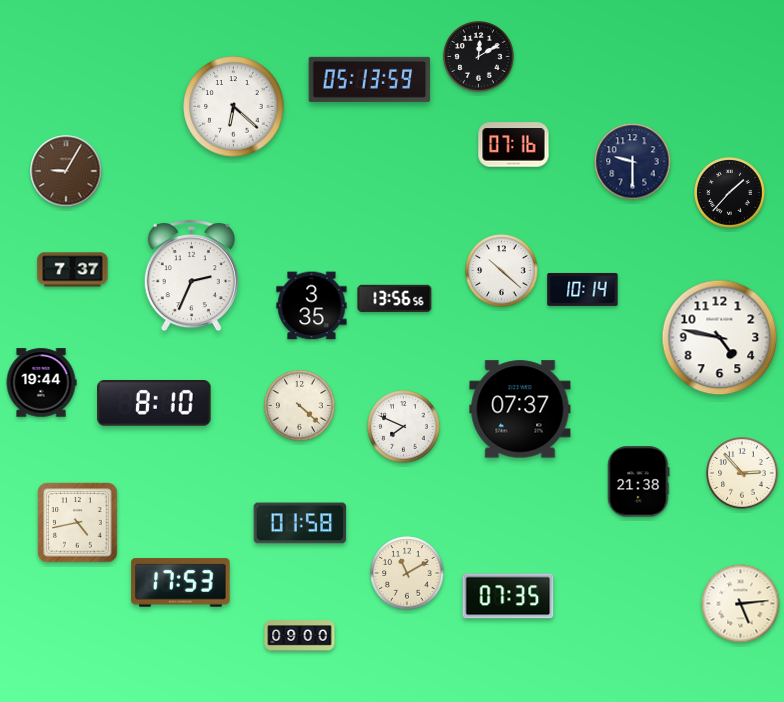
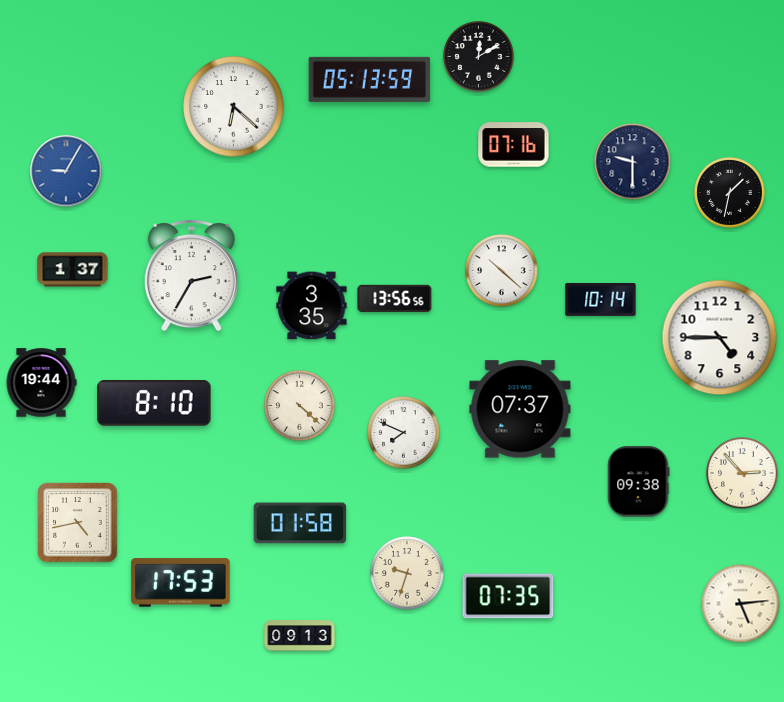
clock at (66, 171) dial: brown -> blue
clock at (730, 193): 1:37 -> 1:32
clock at (73, 270): 7:37 -> 1:37
clock at (191, 276): 2:34 -> 2:35
clock at (583, 289) position: (583, 289) -> (601, 299)
clock at (720, 338): 4:47 -> 4:45
clock at (404, 427) position: (404, 427) -> (404, 433)
clock at (639, 482): 21:38 -> 09:38
clock at (407, 573): 11:10 -> 9:33
clock at (300, 636): 09:00 -> 09:13
